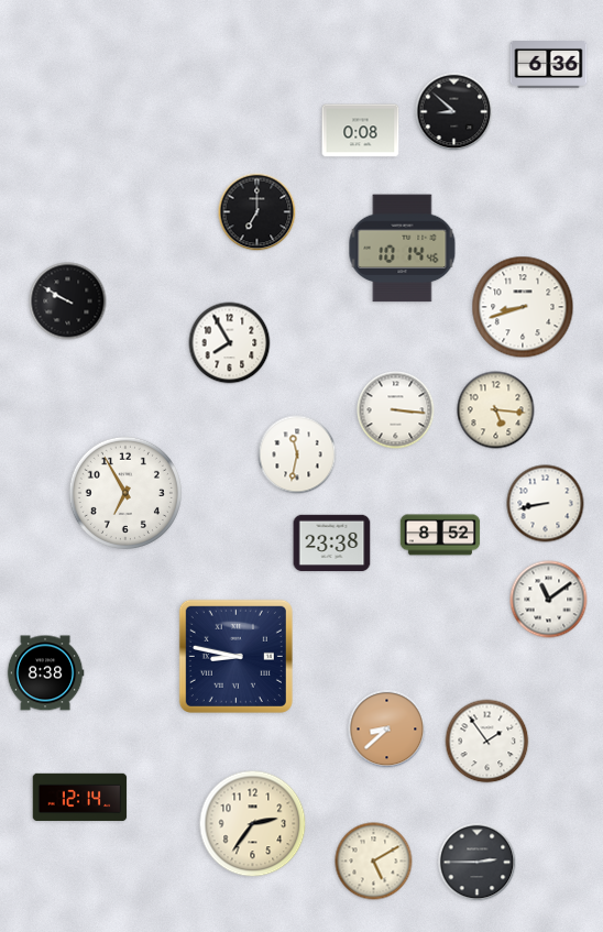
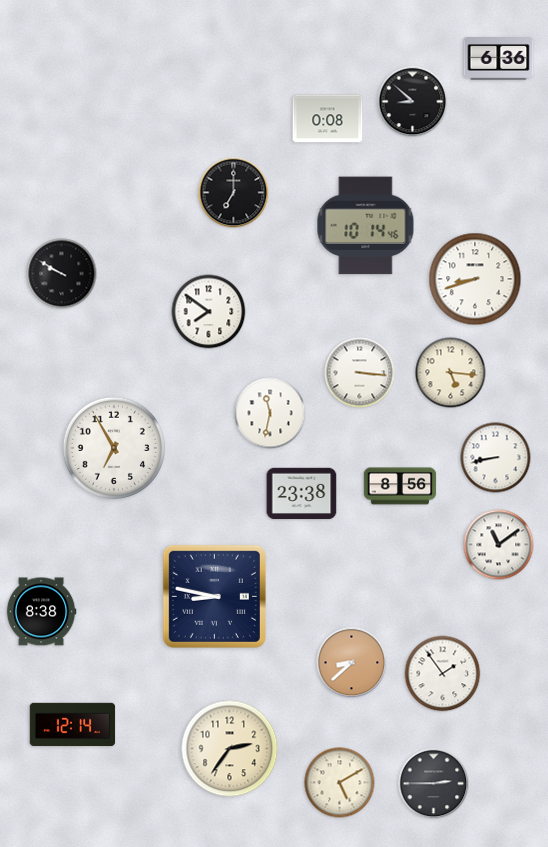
clock at (230, 343): 7:55 -> 7:51
clock at (440, 535): 8:52 -> 8:56
